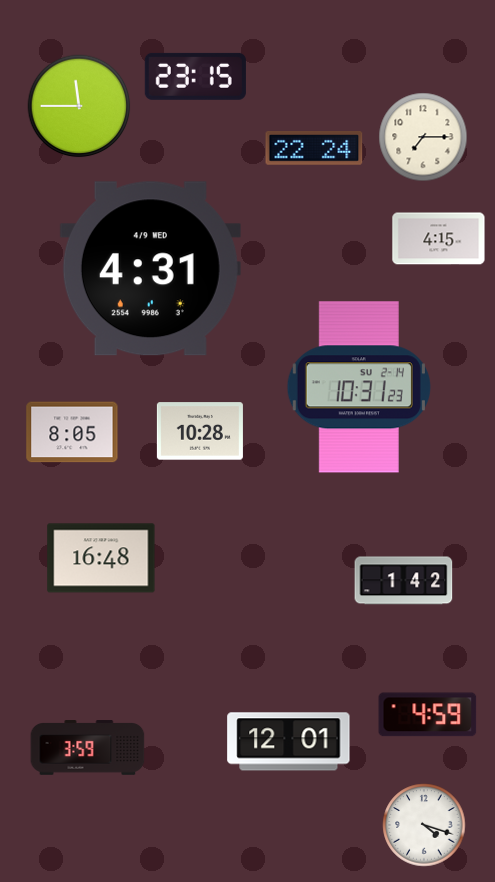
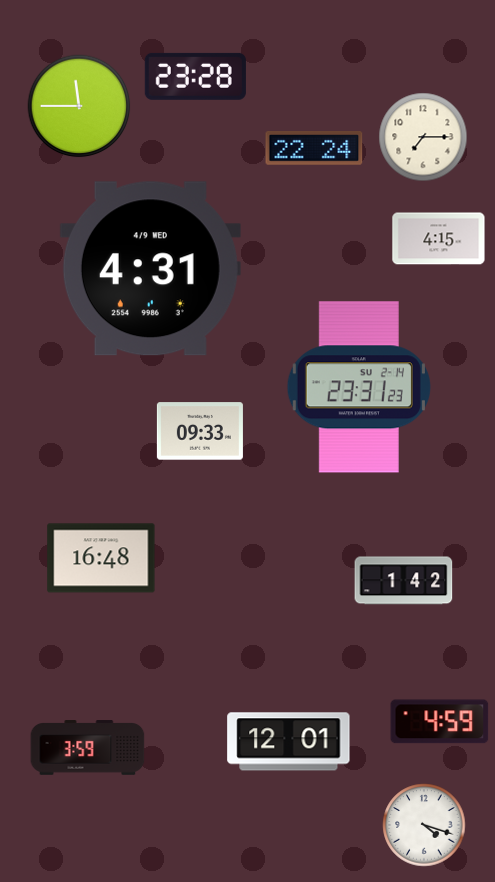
clock at (195, 76): 23:15 -> 23:28
clock at (359, 387): 10:31 -> 23:31
clock at (200, 431): 10:28 -> 09:33
clock at (72, 432): 8:05 -> none
clock at (428, 715) position: (428, 715) -> (440, 722)
